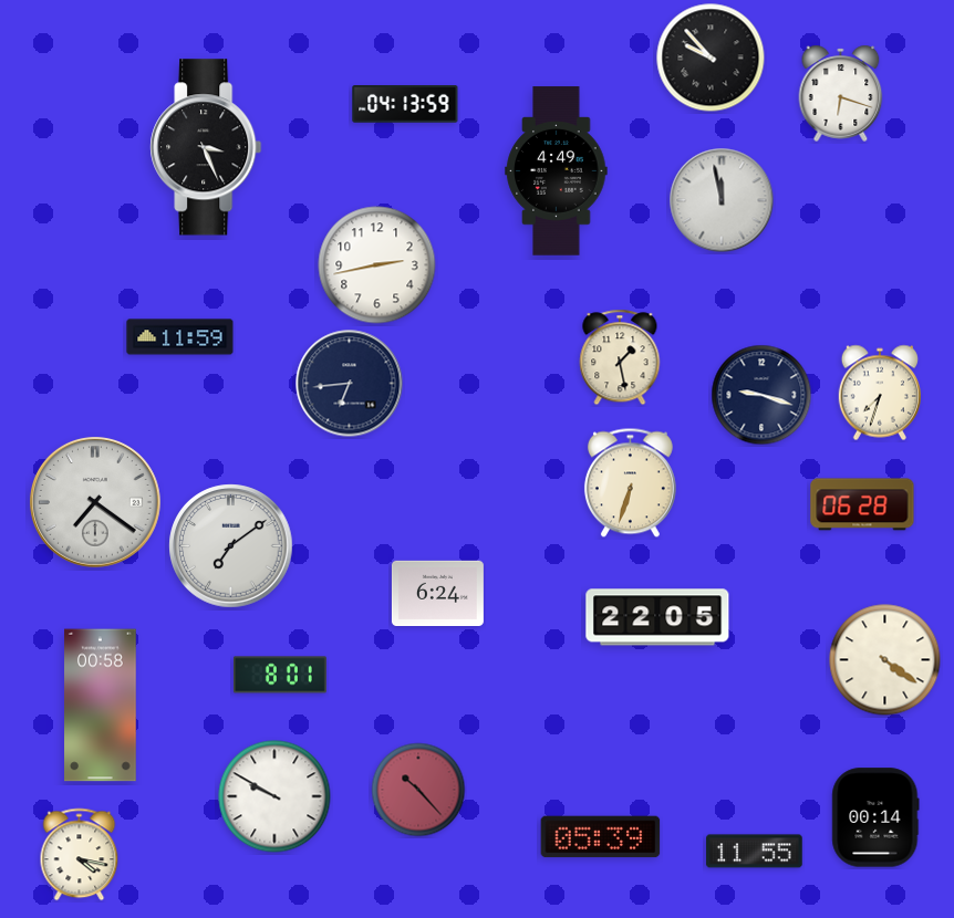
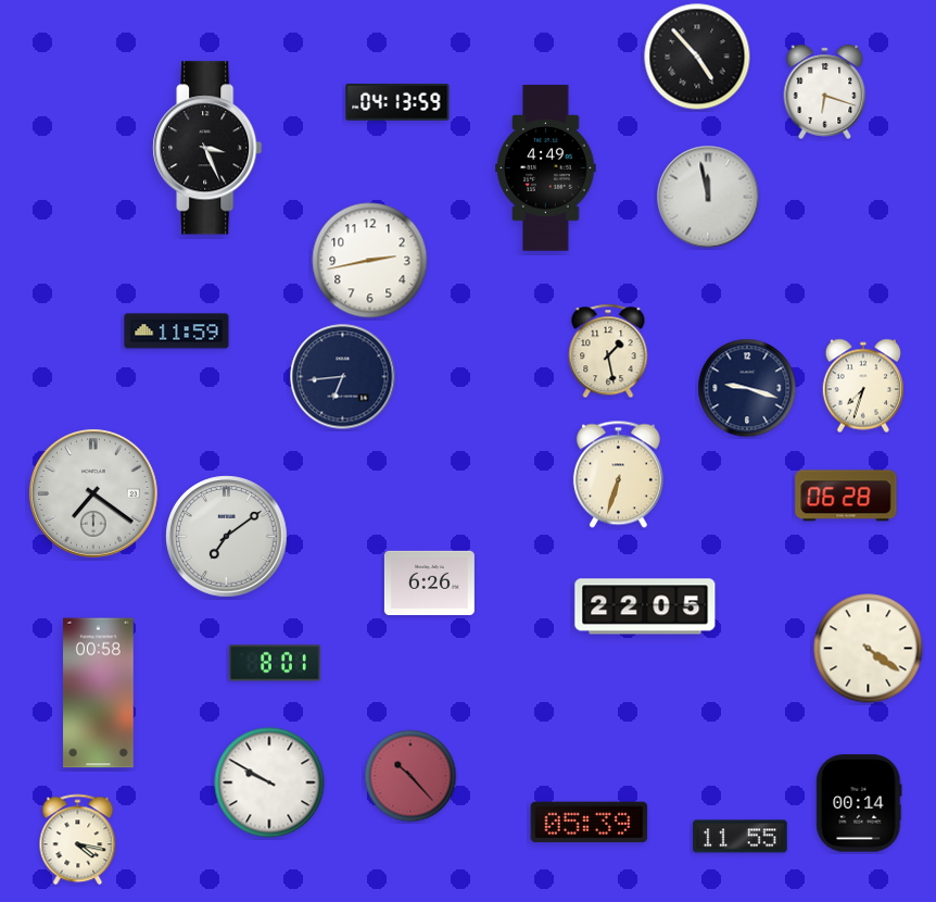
clock at (711, 58): 9:53 -> 4:53
clock at (206, 147) position: (206, 147) -> (207, 148)
clock at (437, 593): 6:24 -> 6:26
